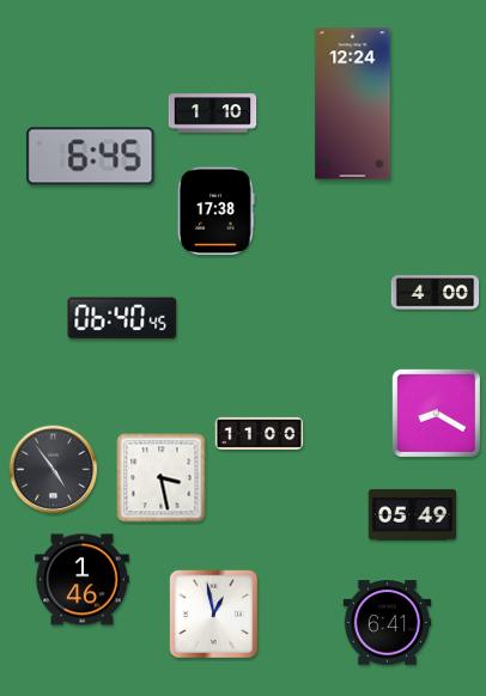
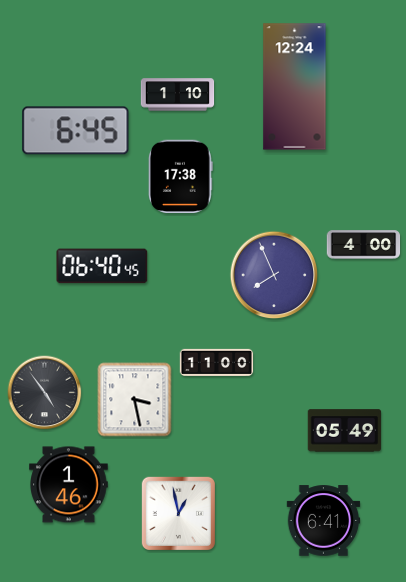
clock at (274, 275): none -> 7:56
clock at (436, 413): 8:20 -> none
